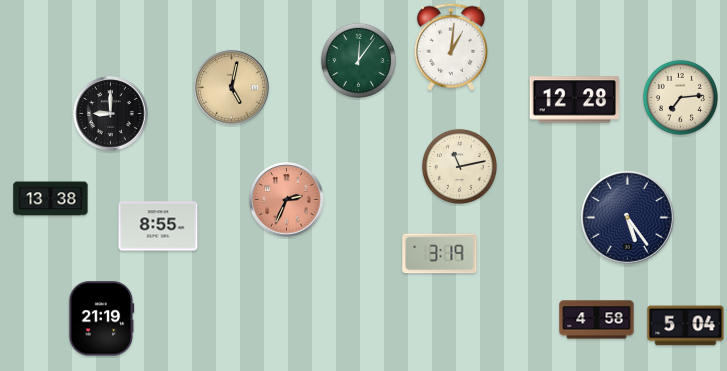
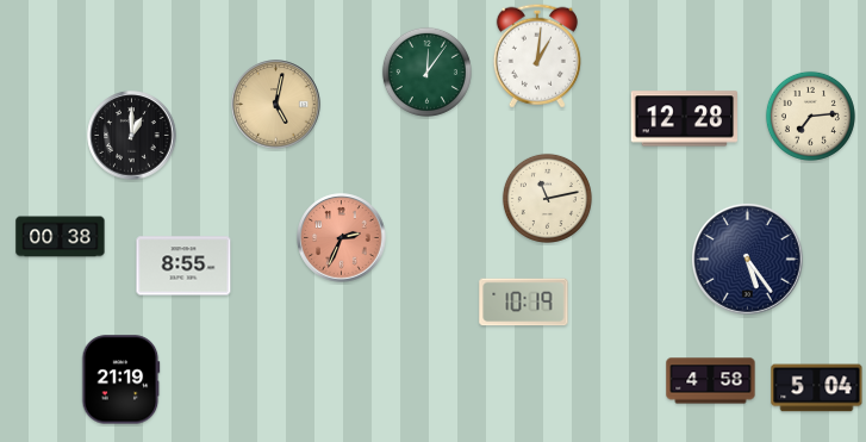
clock at (111, 114): 9:00 -> 1:00
clock at (51, 199): 13:38 -> 00:38
clock at (158, 226) position: (158, 226) -> (183, 266)
clock at (440, 254): 3:19 -> 10:19
